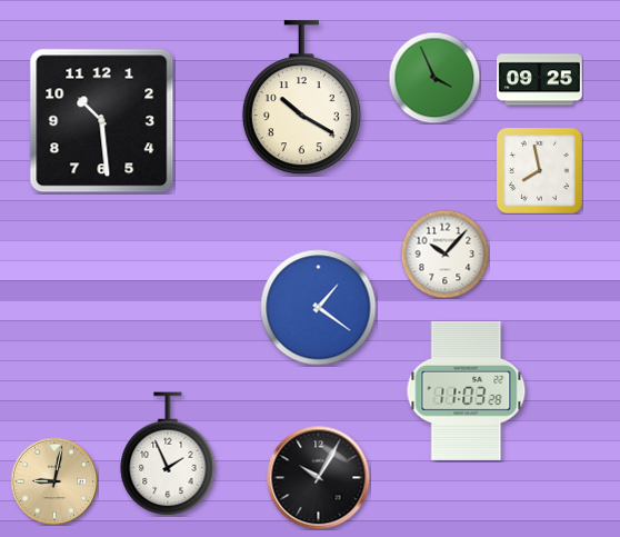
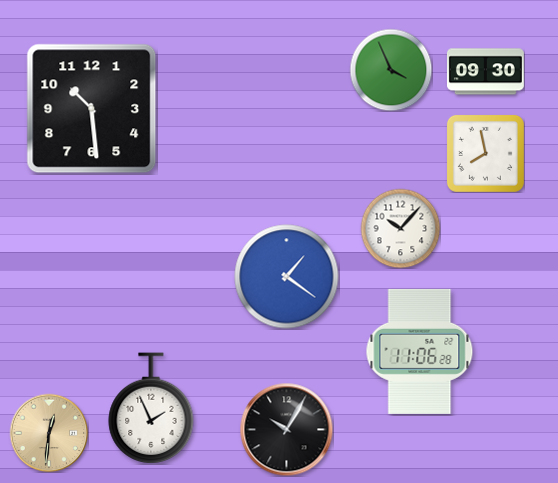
clock at (539, 80): 09:25 -> 09:30
clock at (301, 98): 10:20 -> none
clock at (467, 390): 11:03 -> 11:06
clock at (54, 481): 9:02 -> 12:31
